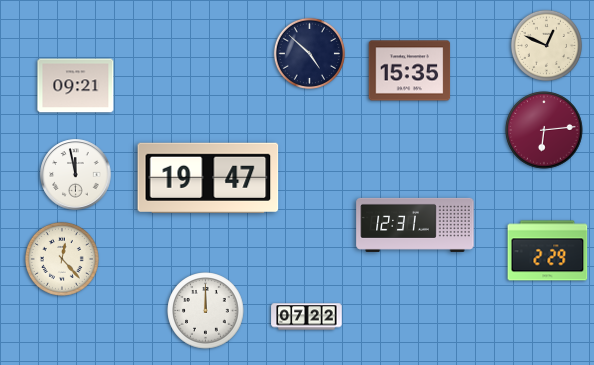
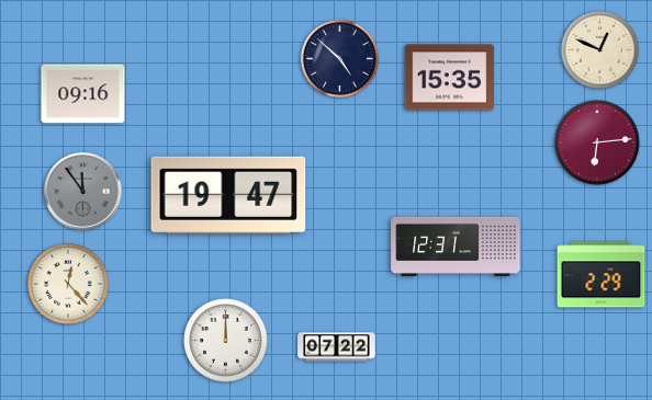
clock at (76, 86): 09:21 -> 09:16
clock at (76, 175): 11:58 -> 11:54
clock at (76, 175) dial: white -> grey
